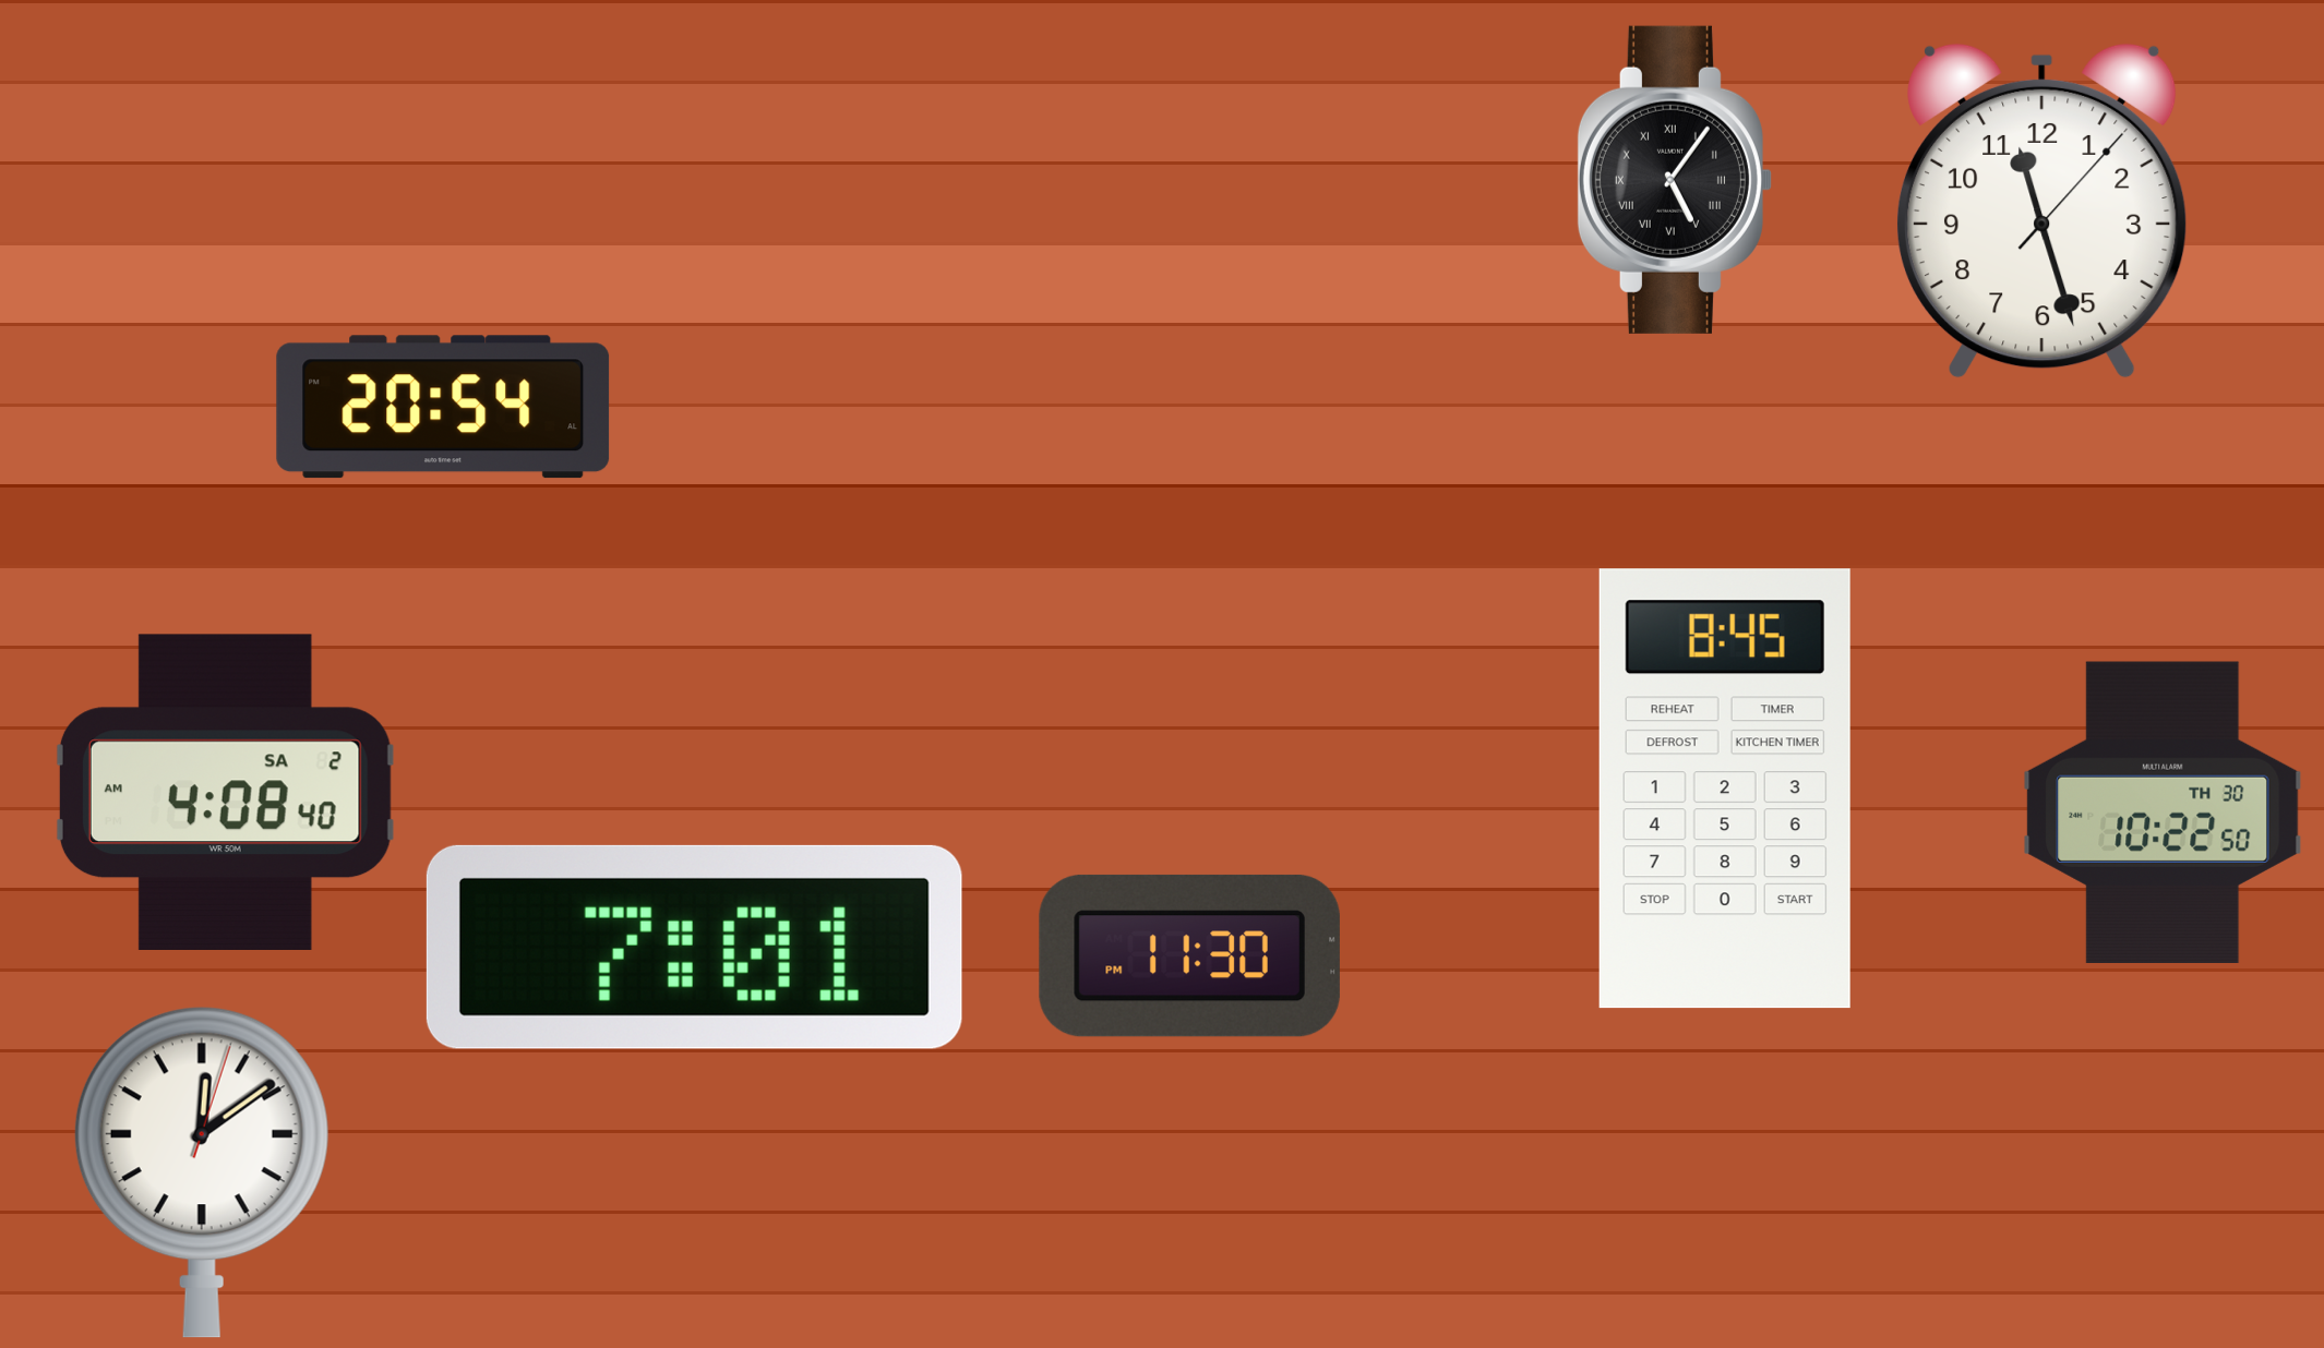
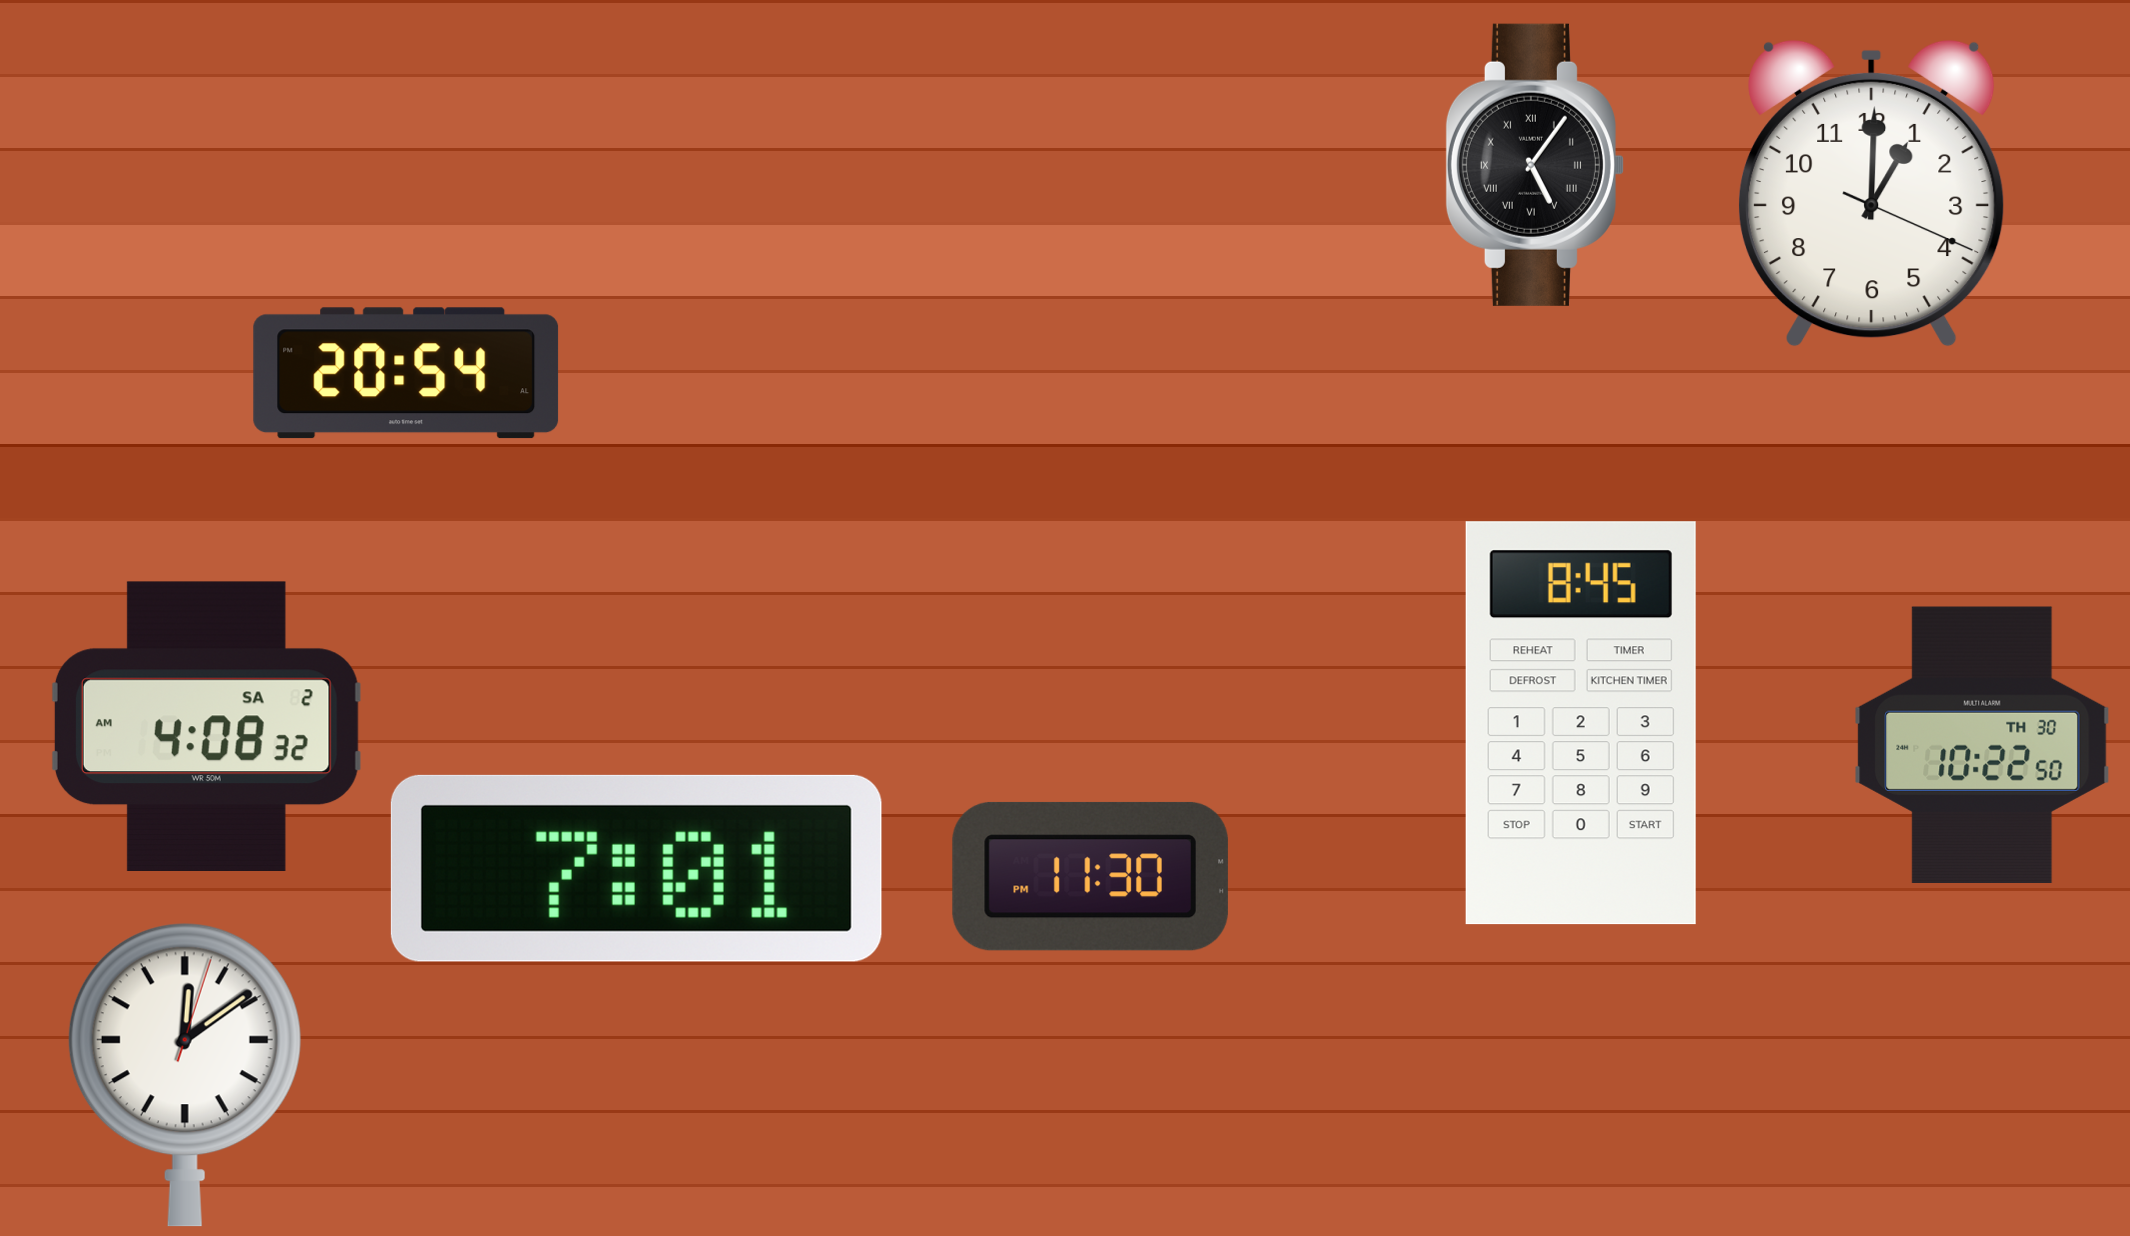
clock at (2043, 210): 11:27 -> 1:00
clock at (225, 792): 4:08:40 AM -> 4:08:32 AM
